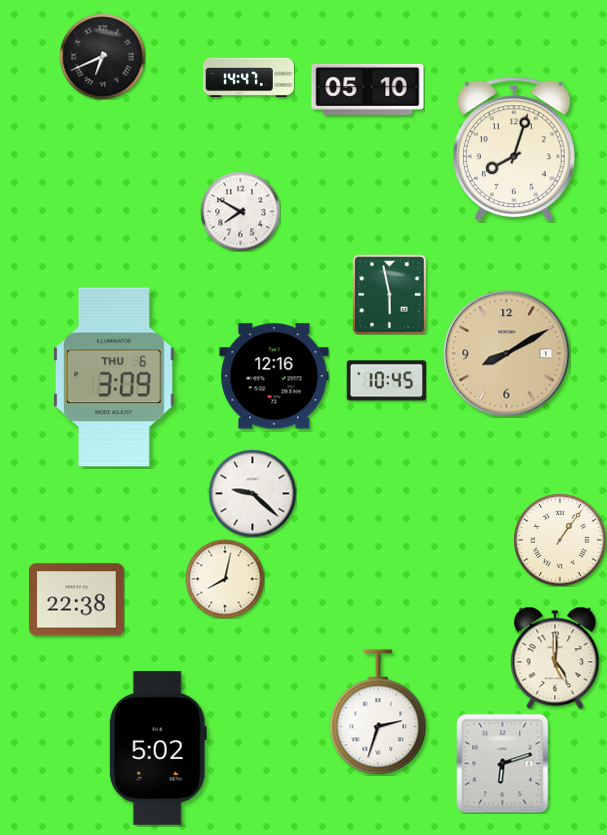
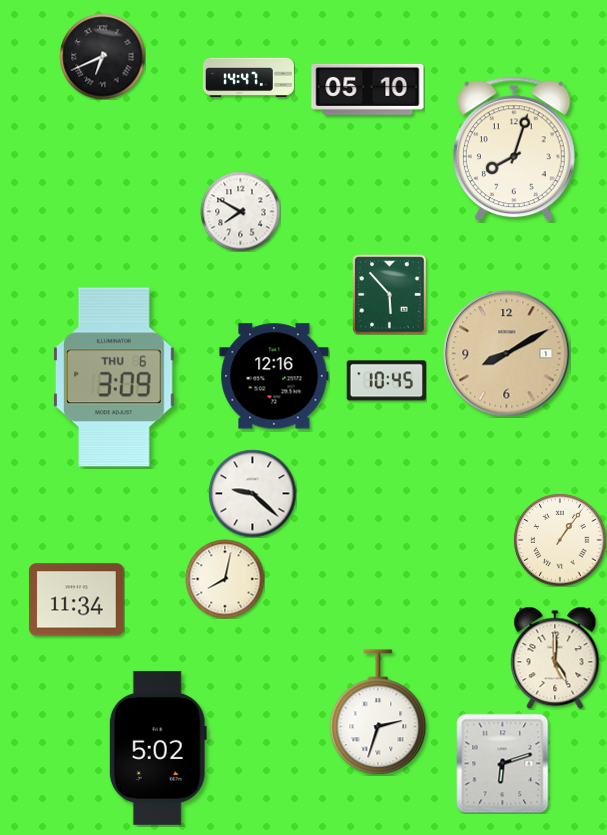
clock at (390, 294): 5:58 -> 5:53
clock at (77, 600): 22:38 -> 11:34
